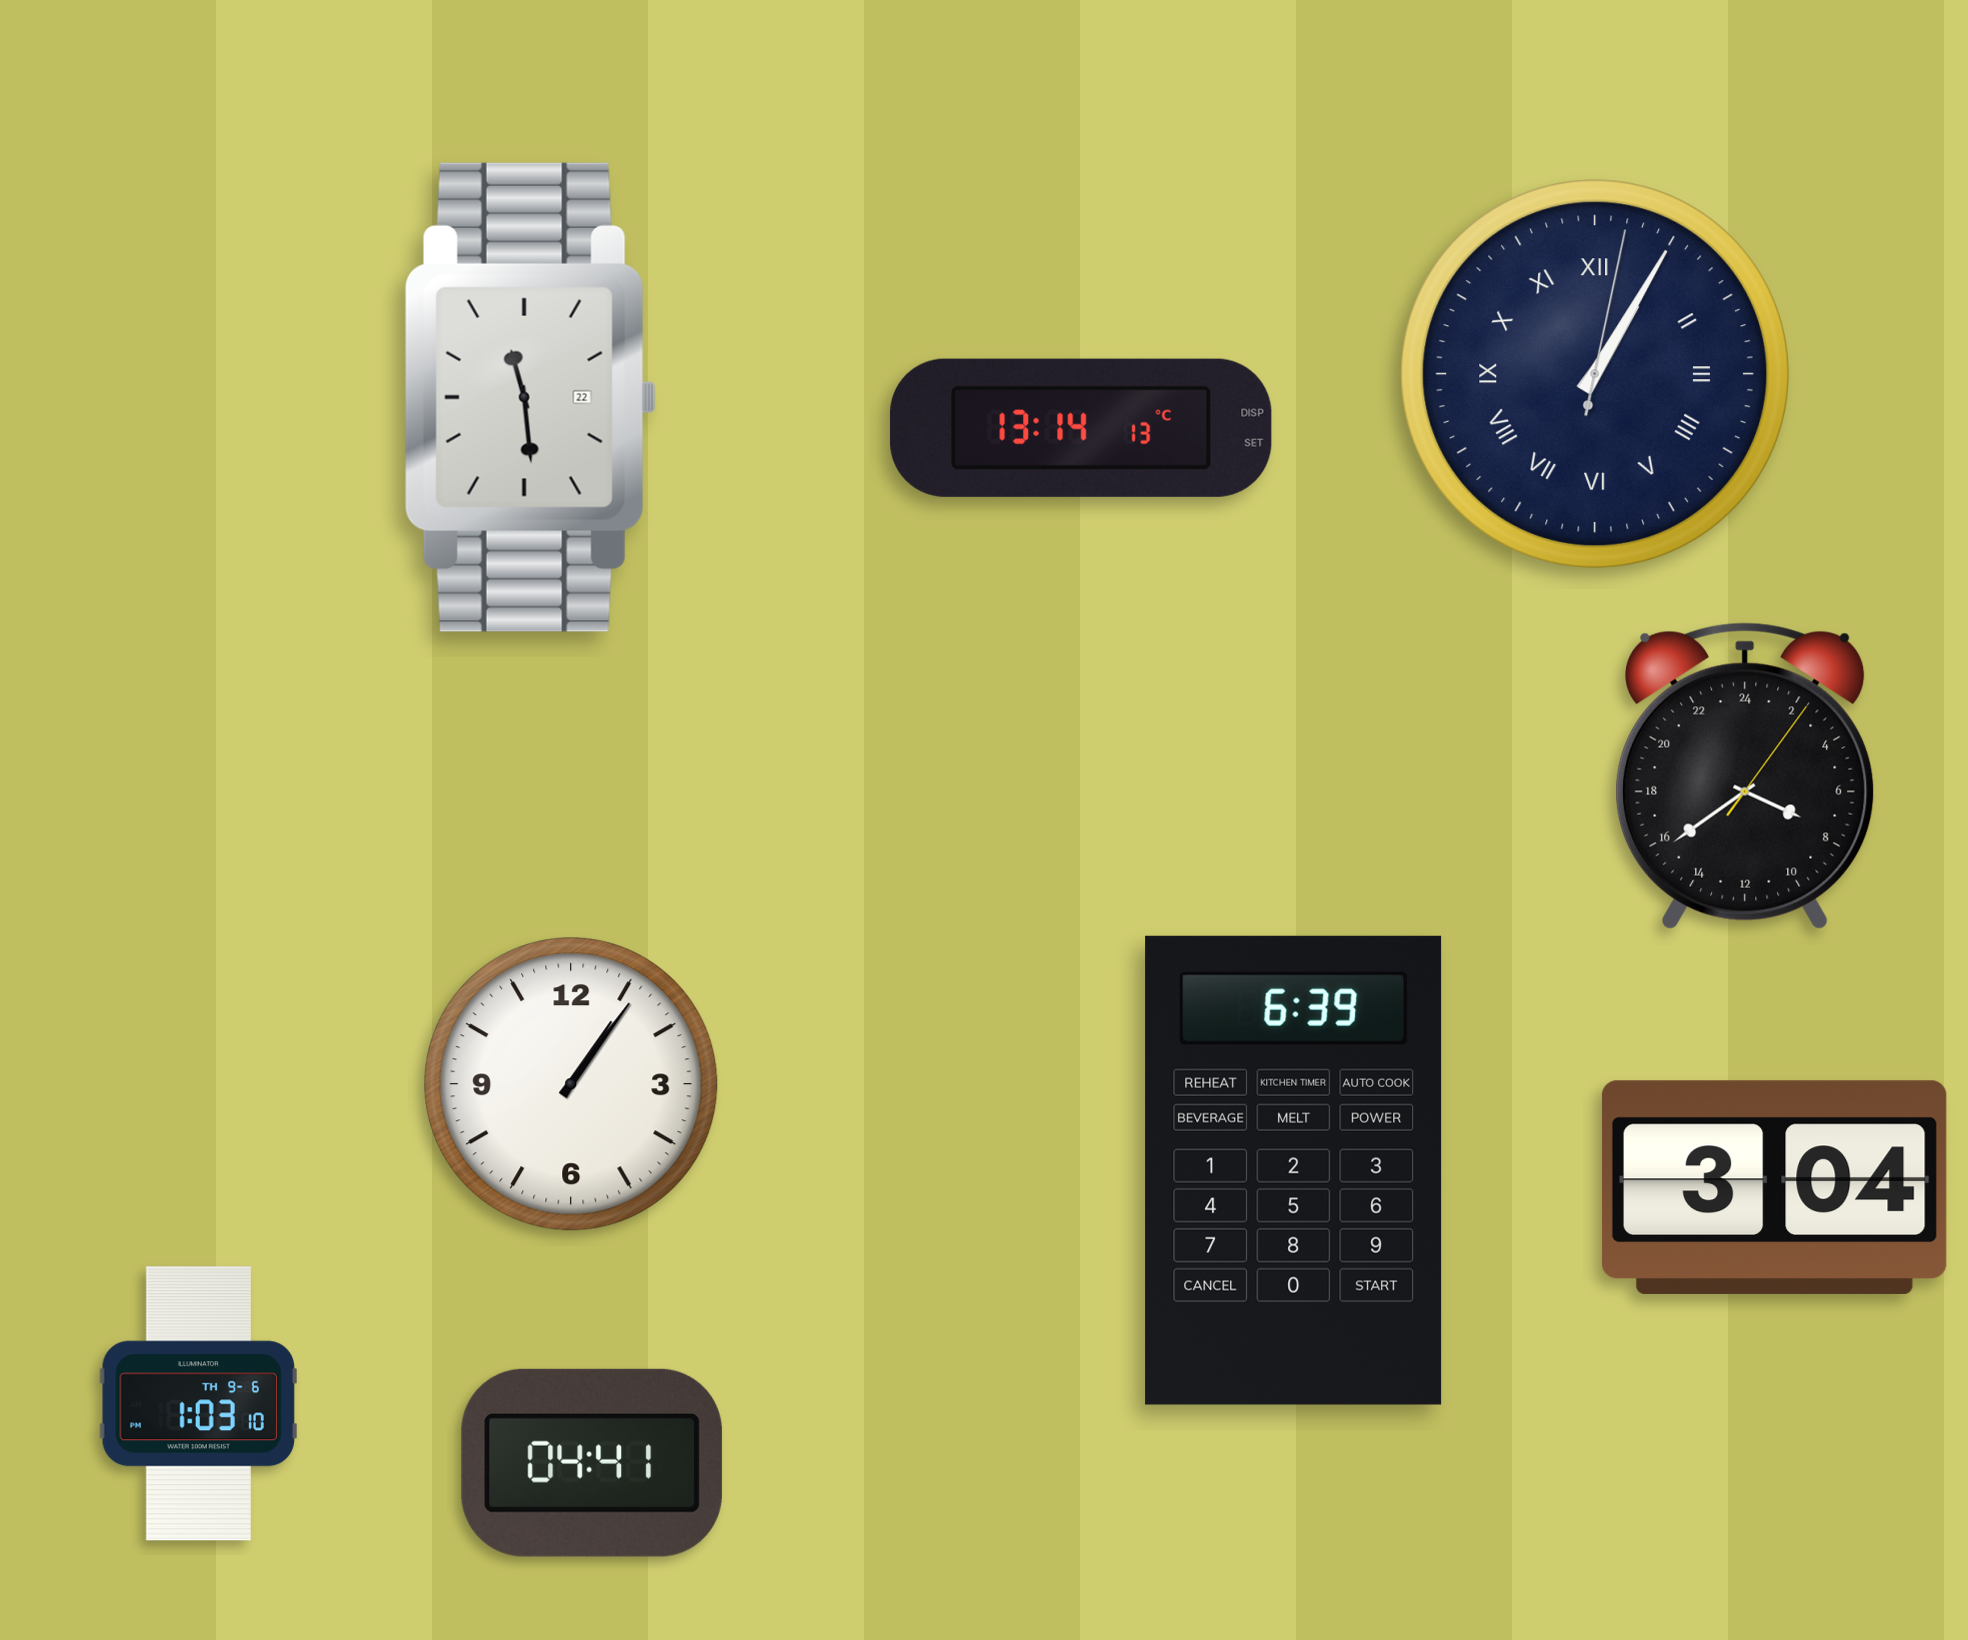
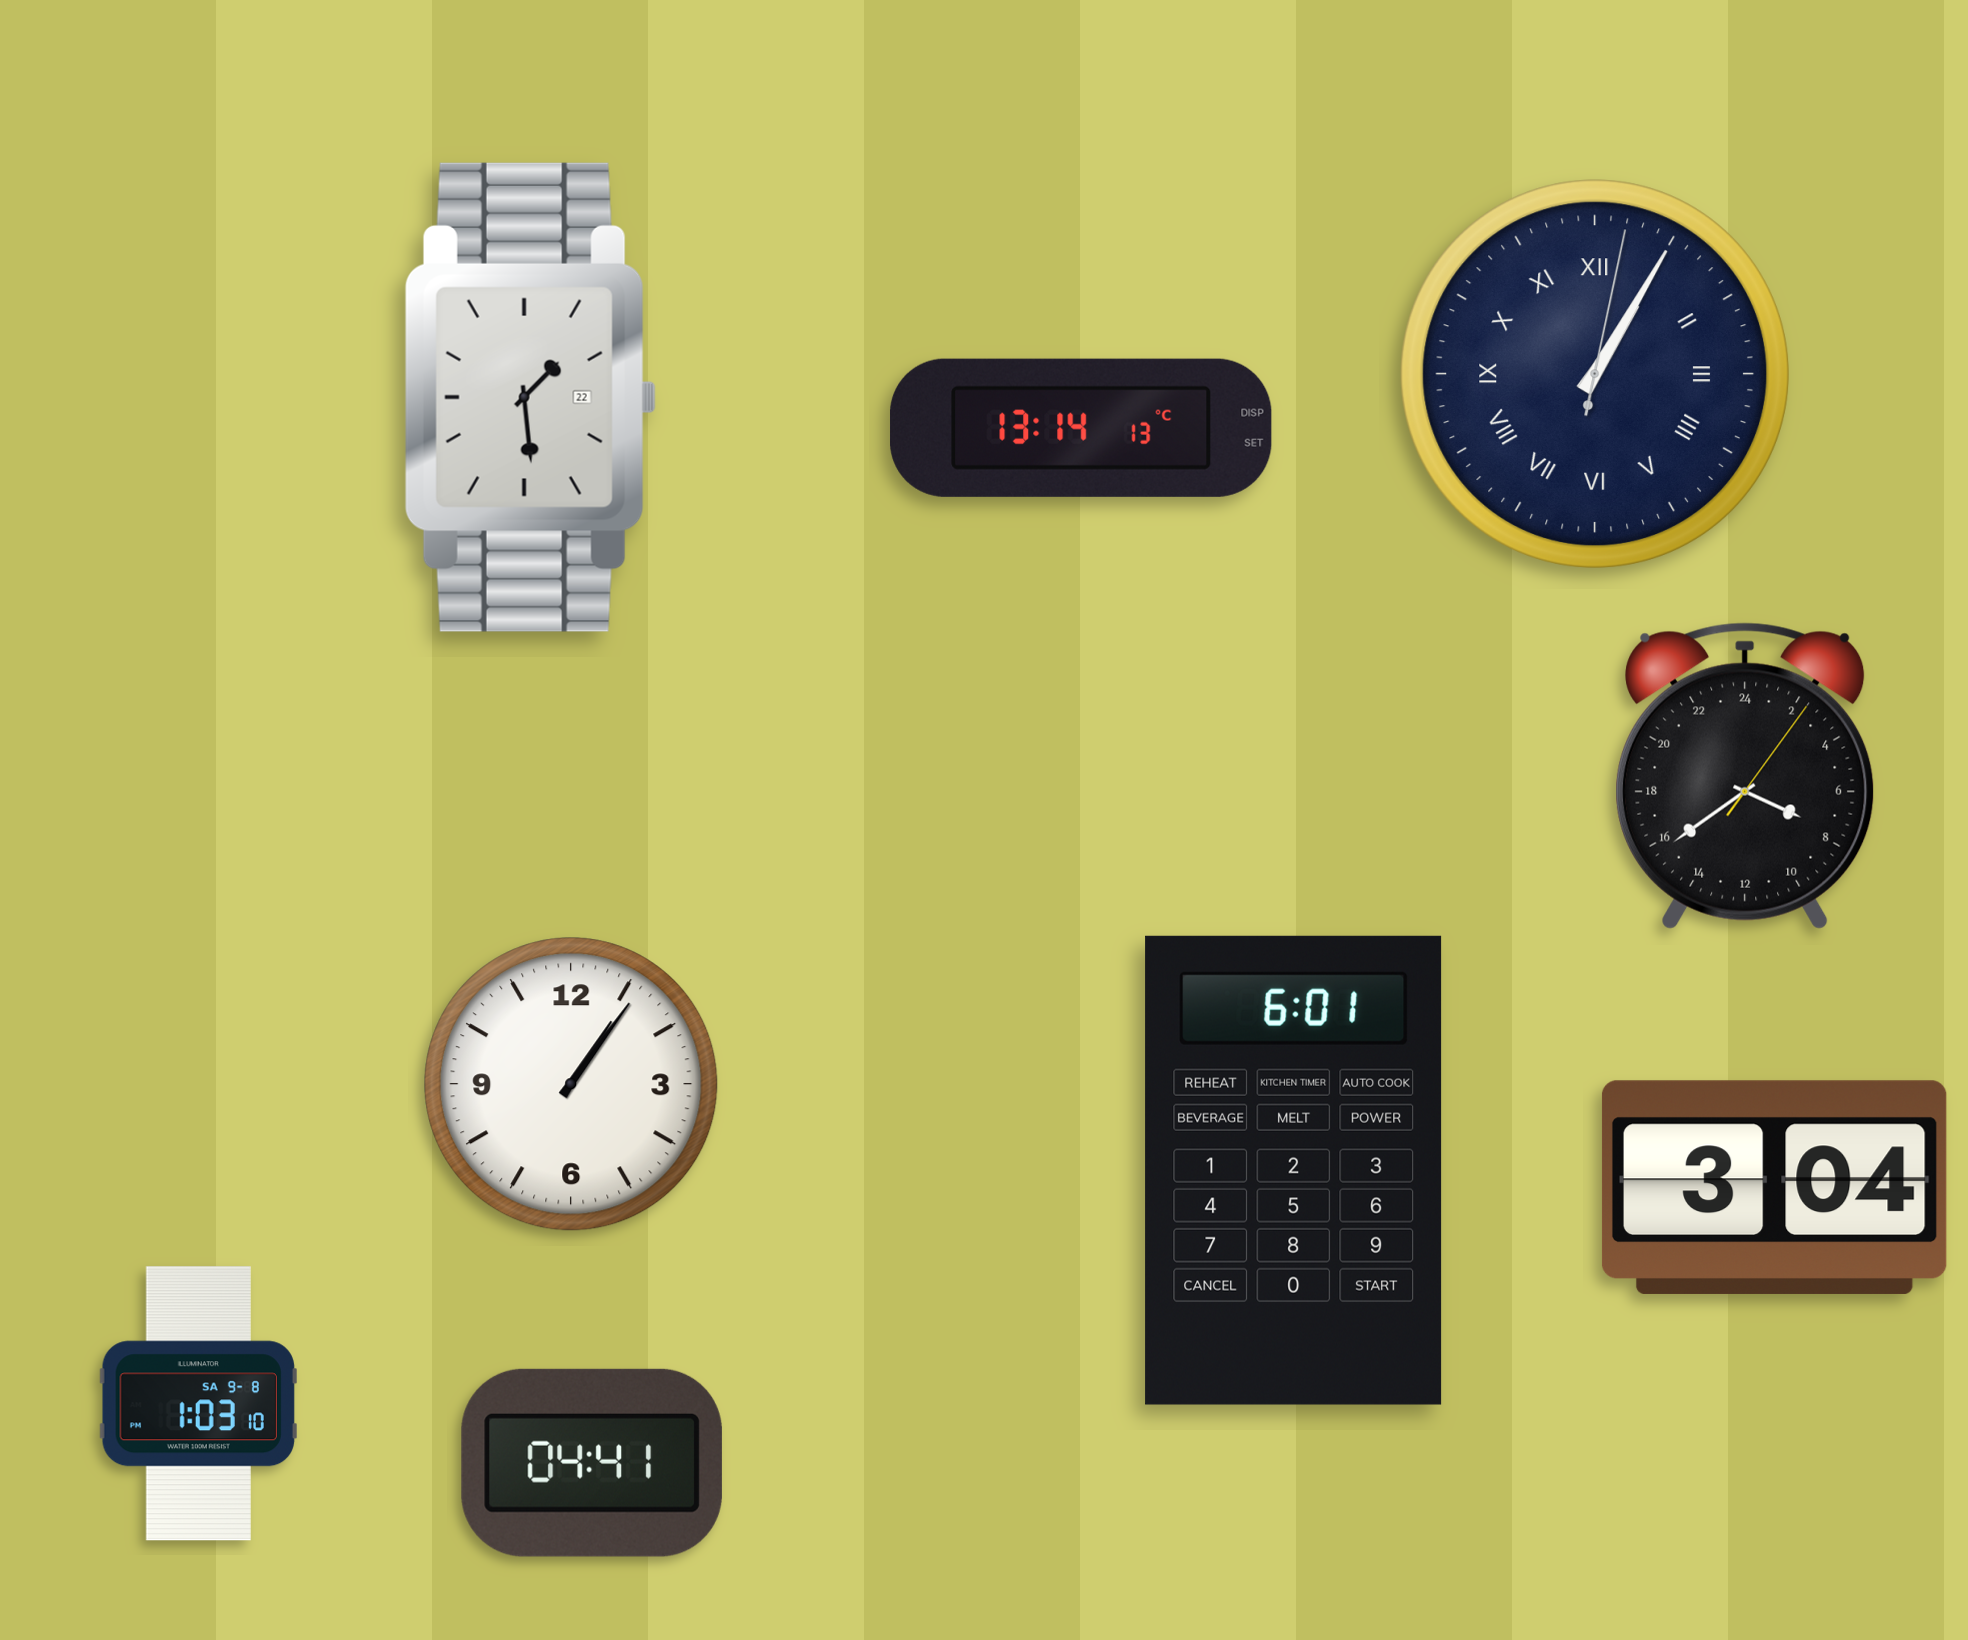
clock at (530, 397): 11:29 -> 1:29
clock at (1294, 1170): 6:39 -> 6:01
clock at (198, 1404) date: TH 9-6 -> SA 9-8
